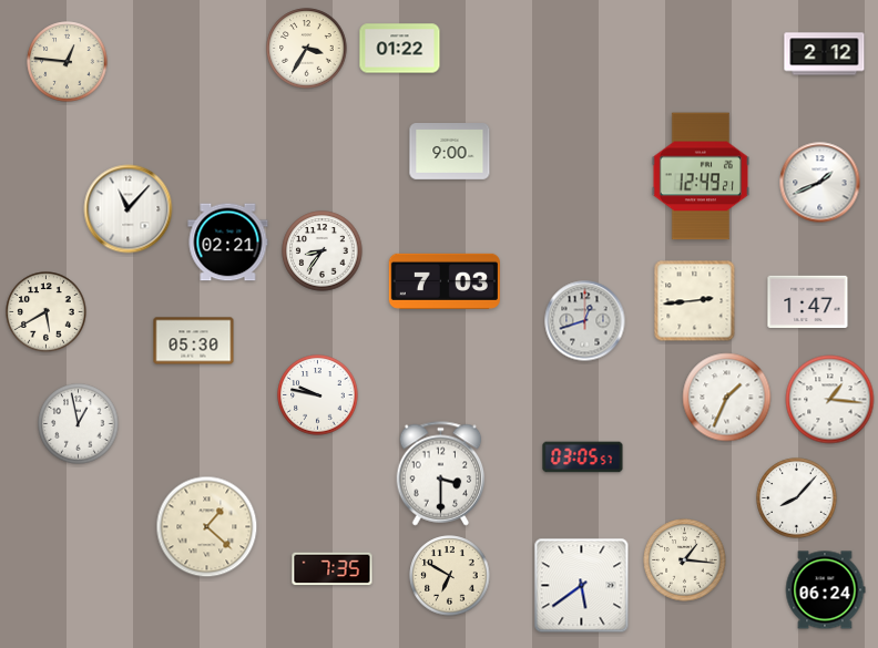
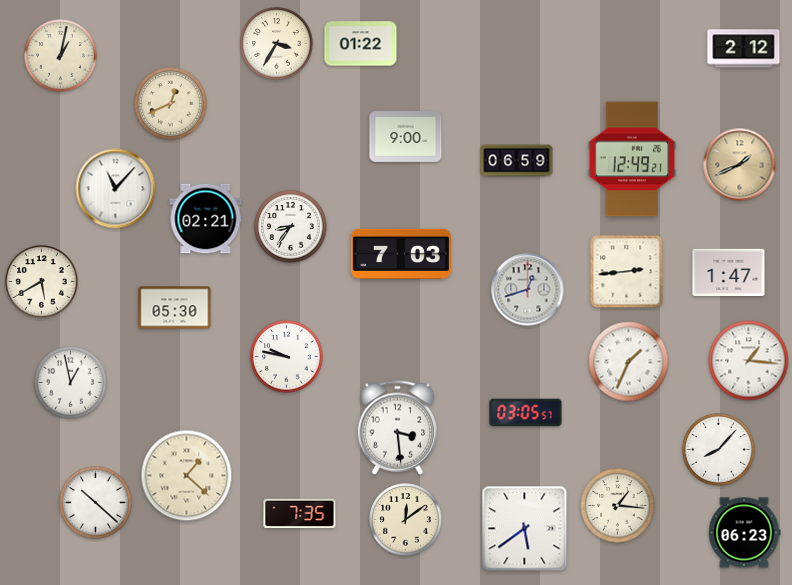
clock at (68, 62): 12:46 -> 1:02
clock at (171, 104): none -> 12:41
clock at (517, 161): none -> 06:59
clock at (820, 183) dial: white -> champagne
clock at (727, 398) position: (727, 398) -> (629, 362)
clock at (441, 474): 3:30 -> 3:29
clock at (96, 503): none -> 10:22
clock at (450, 576): 6:50 -> 12:09
clock at (825, 590): 06:24 -> 06:23
